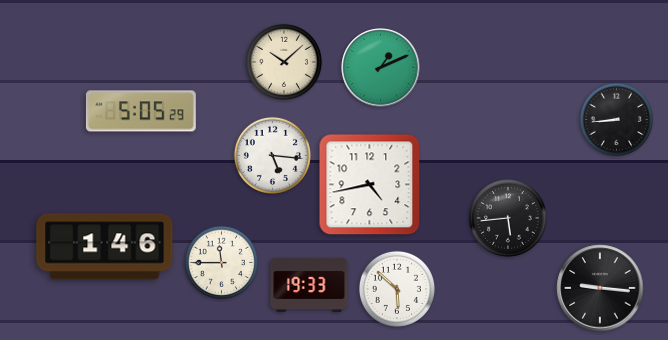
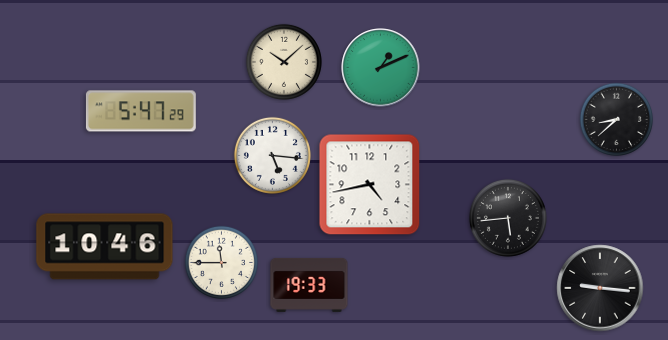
clock at (141, 111): 5:05 -> 5:47
clock at (616, 119): 8:44 -> 8:38
clock at (105, 247): 1:46 -> 10:46
clock at (397, 289): 5:52 -> none
